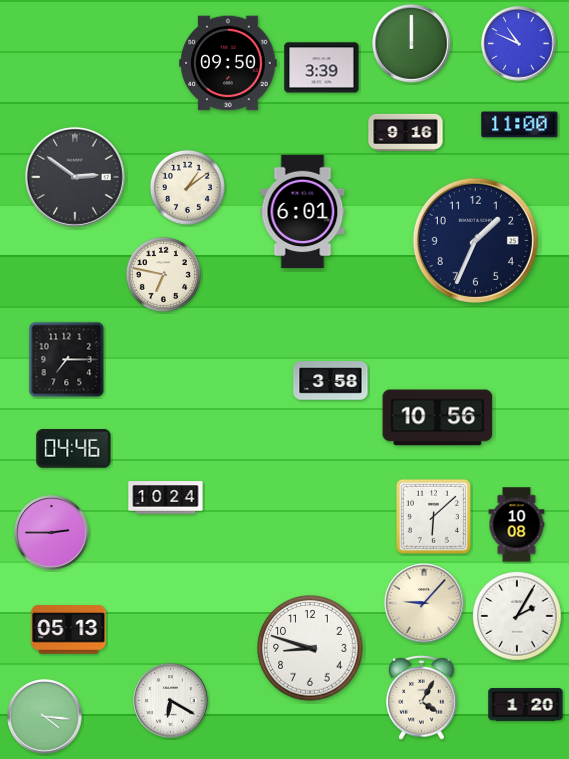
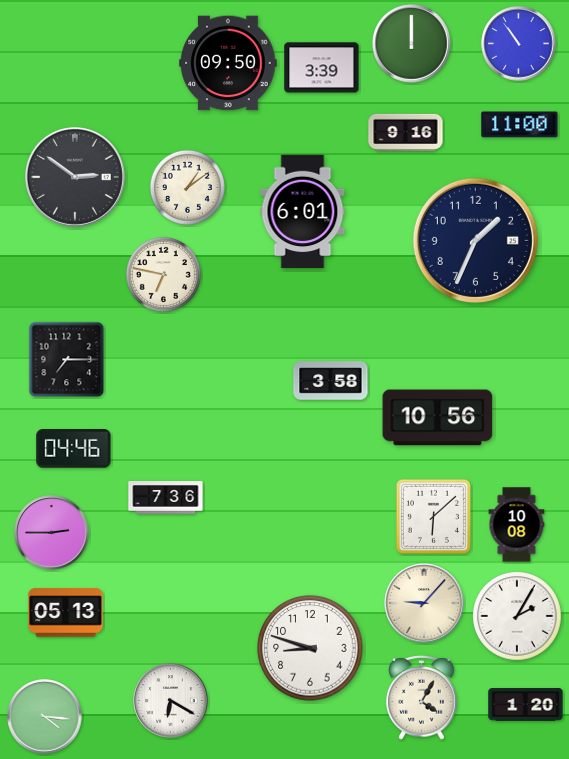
clock at (519, 44): 10:49 -> 10:54
clock at (166, 498): 10:24 -> 7:36
clock at (69, 630) position: (69, 630) -> (66, 613)
